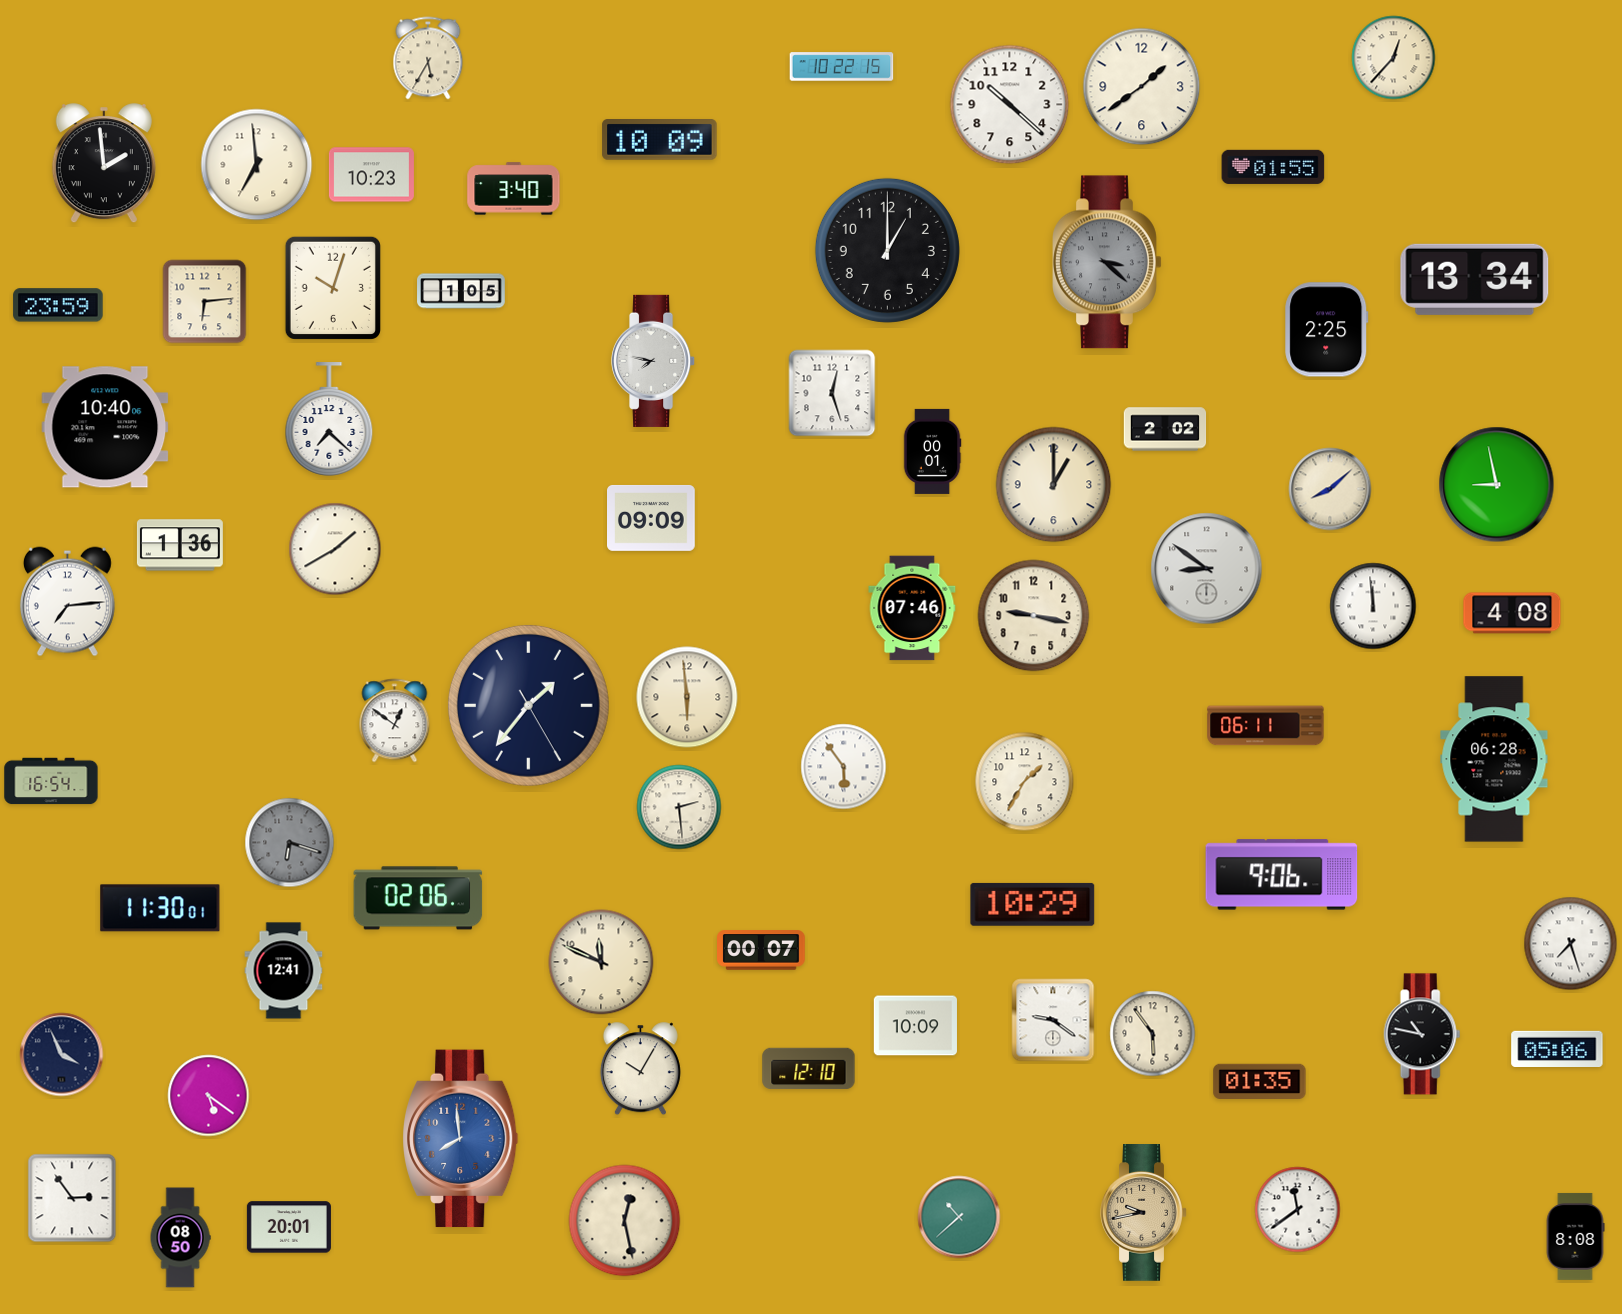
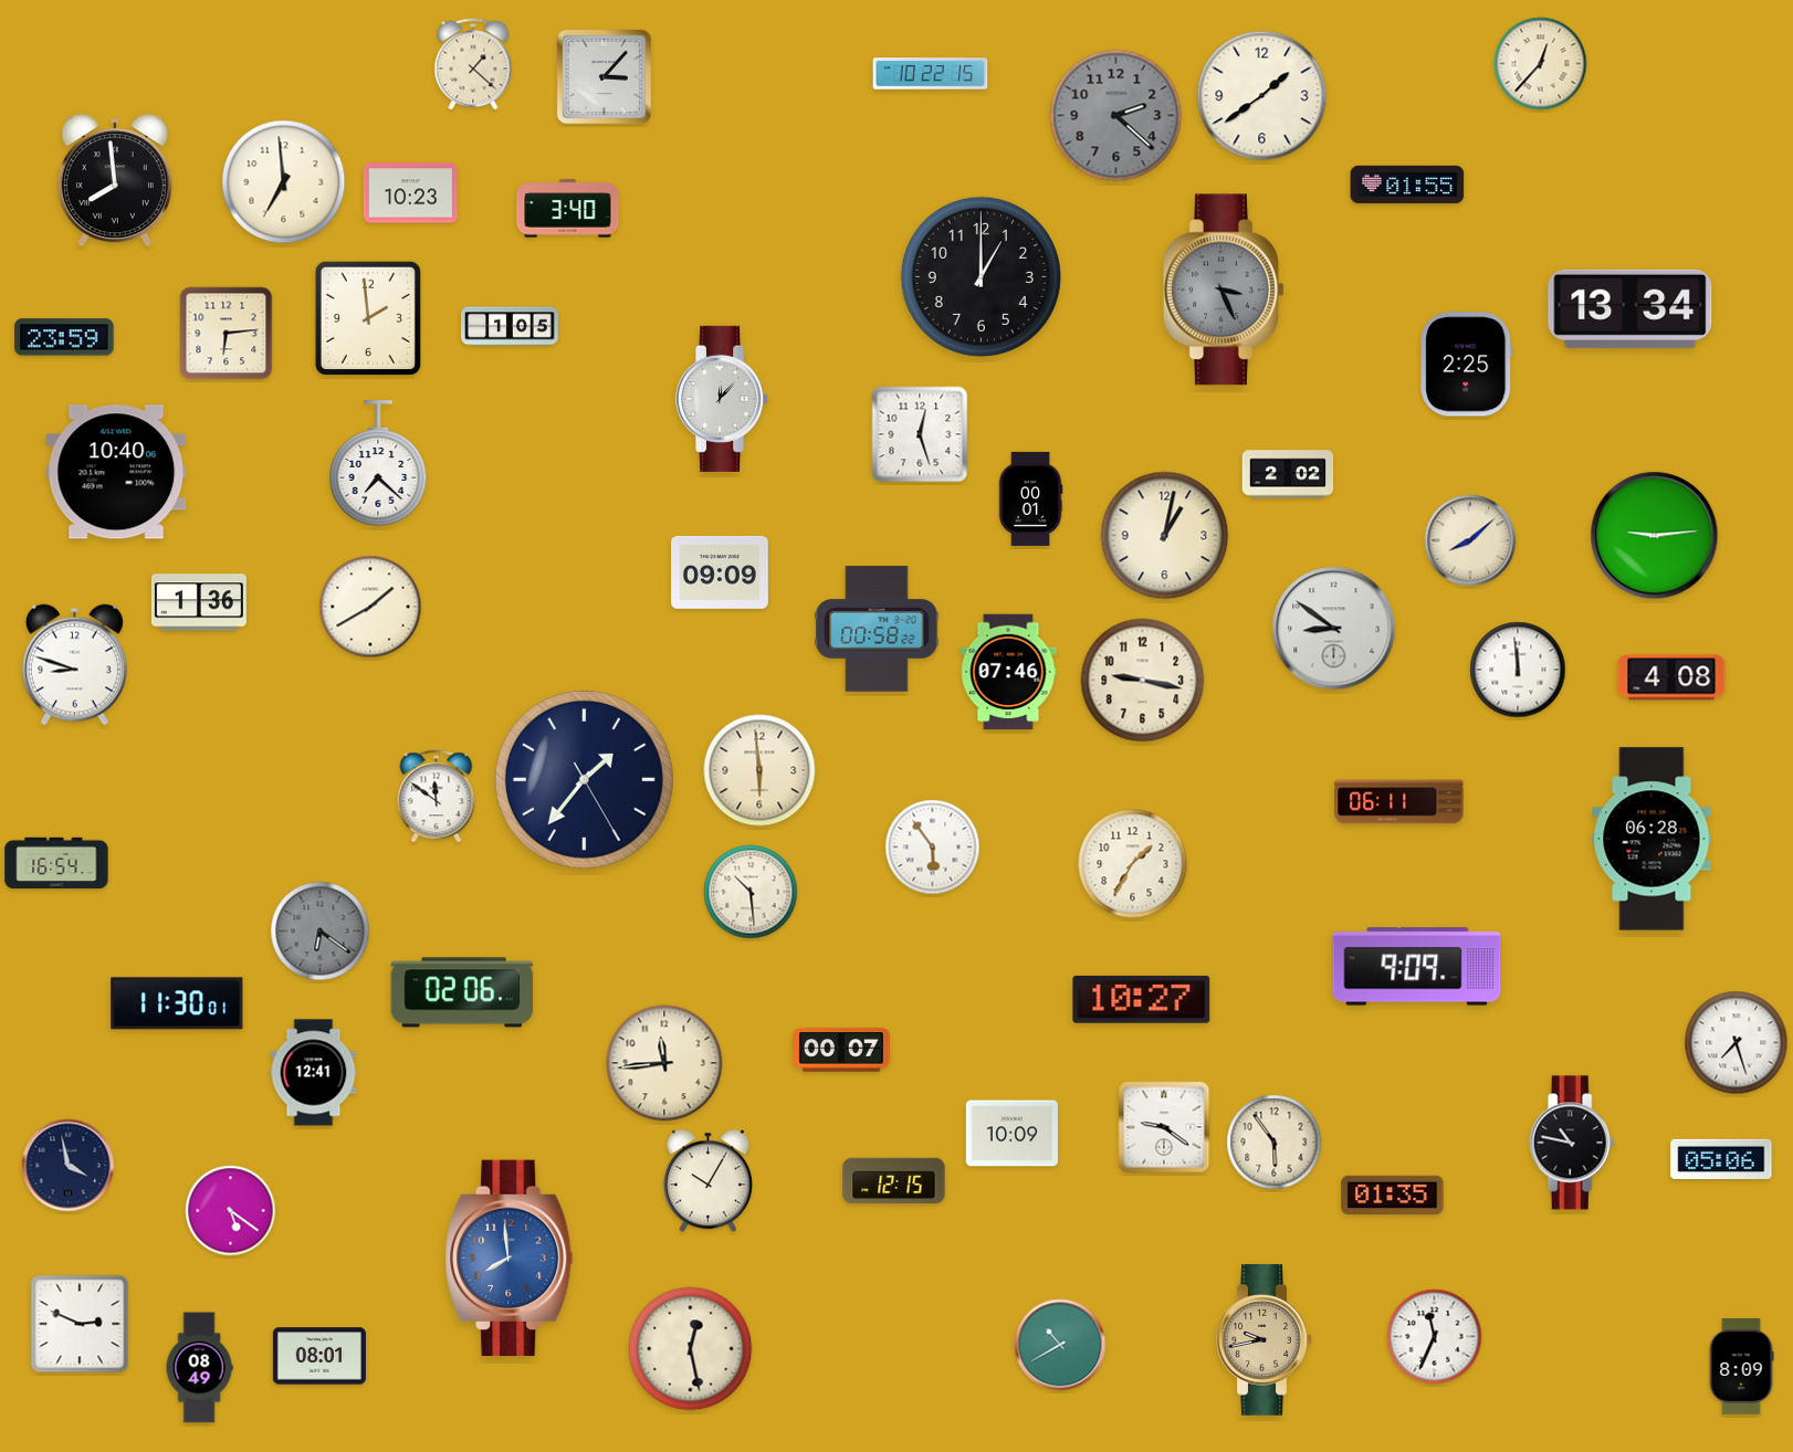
clock at (428, 58): 5:35 -> 1:22
clock at (604, 76): none -> 3:07
clock at (1010, 105): 10:22 -> 2:22
clock at (1010, 105) dial: white -> grey
clock at (660, 140): 10:09 -> none
clock at (104, 164): 1:59 -> 7:59
clock at (1107, 262): 3:22 -> 3:26
clock at (333, 288): 10:03 -> 1:59
clock at (461, 291) position: (461, 291) -> (510, 326)
clock at (654, 361): 7:47 -> 12:07
clock at (329, 419) position: (329, 419) -> (378, 463)
clock at (1054, 485): 1:00 -> 1:02
clock at (1497, 485): 8:58 -> 9:14
clock at (877, 629): none -> 00:58
clock at (67, 602): 7:14 -> 8:48
clock at (395, 721): 12:51 -> 11:51
clock at (679, 807): 2:29 -> 10:29
clock at (290, 843): 6:18 -> 6:21
clock at (1282, 875): 9:06 -> 9:09
clock at (1033, 904): 10:29 -> 10:27
clock at (601, 962): 11:49 -> 11:44
clock at (62, 1055): 3:56 -> 3:58
clock at (809, 1069): 12:10 -> 12:15
clock at (72, 1198): 2:54 -> 2:49
clock at (1298, 1210): 11:39 -> 11:34
clock at (959, 1217): 10:38 -> 10:40
clock at (289, 1227): 20:01 -> 08:01
clock at (1575, 1236): 8:08 -> 8:09
clock at (180, 1238): 08:50 -> 08:49
